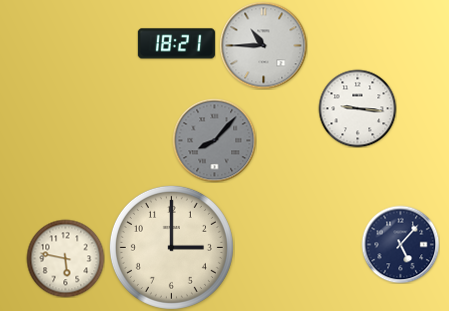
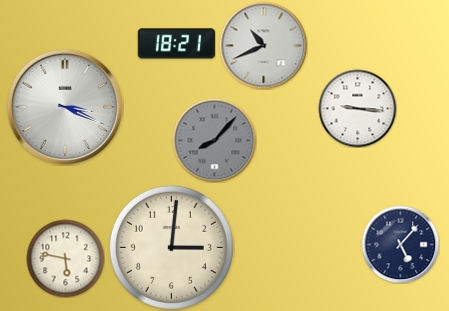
clock at (263, 45): 10:45 -> 10:41
clock at (65, 107): none -> 3:19
clock at (171, 247): 3:00 -> 3:01
